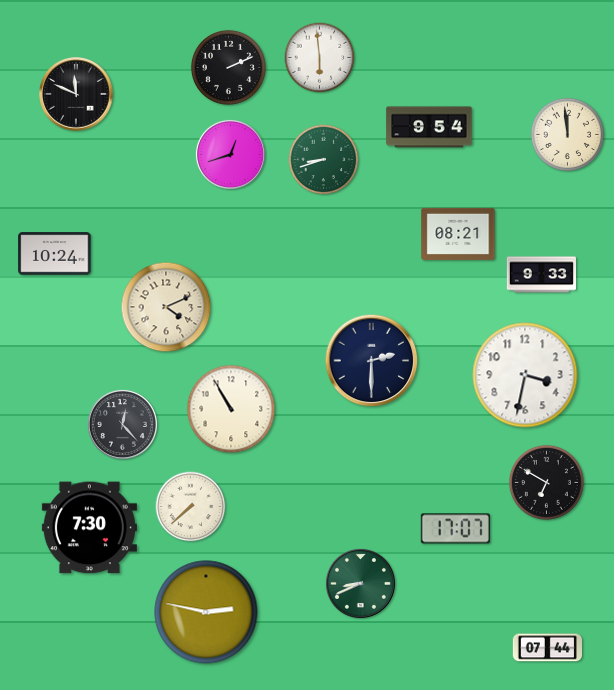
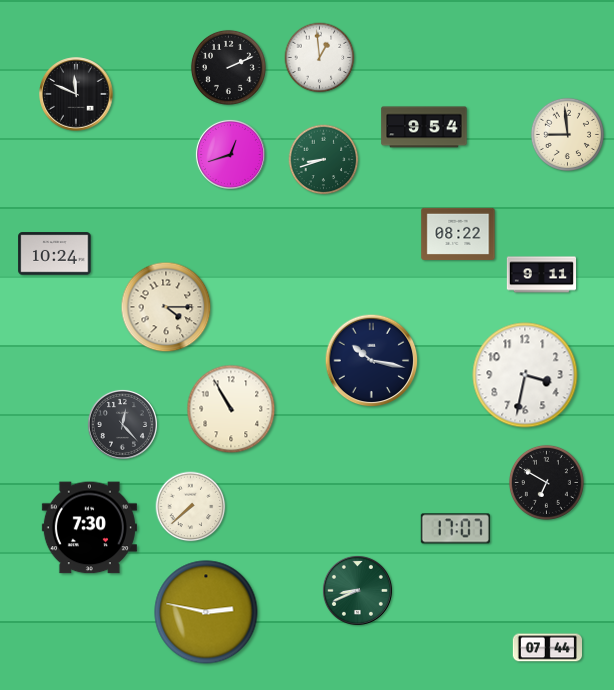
clock at (320, 58): 5:59 -> 12:59
clock at (429, 127) position: (429, 127) -> (424, 127)
clock at (567, 134): 11:59 -> 8:59
clock at (458, 234): 08:21 -> 08:22
clock at (541, 275): 9:33 -> 9:11
clock at (166, 307): 4:11 -> 4:15
clock at (372, 361): 2:30 -> 10:17
clock at (360, 583) position: (360, 583) -> (357, 590)
